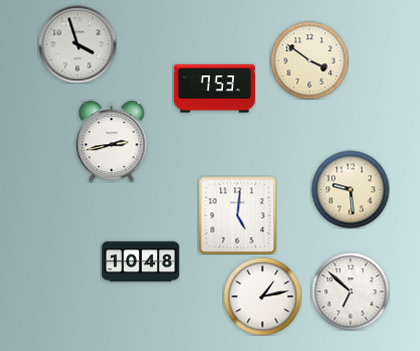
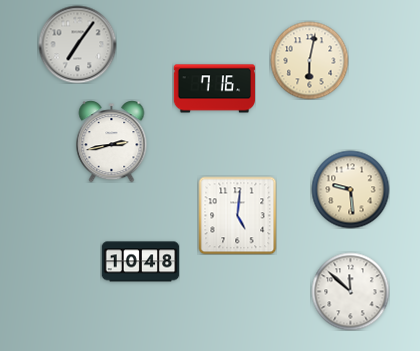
clock at (77, 44): 3:57 -> 7:06
clock at (309, 60): 3:51 -> 6:02
clock at (214, 89): 7:53 -> 7:16
clock at (350, 291): 6:52 -> 11:52
clock at (262, 296): 1:13 -> none
